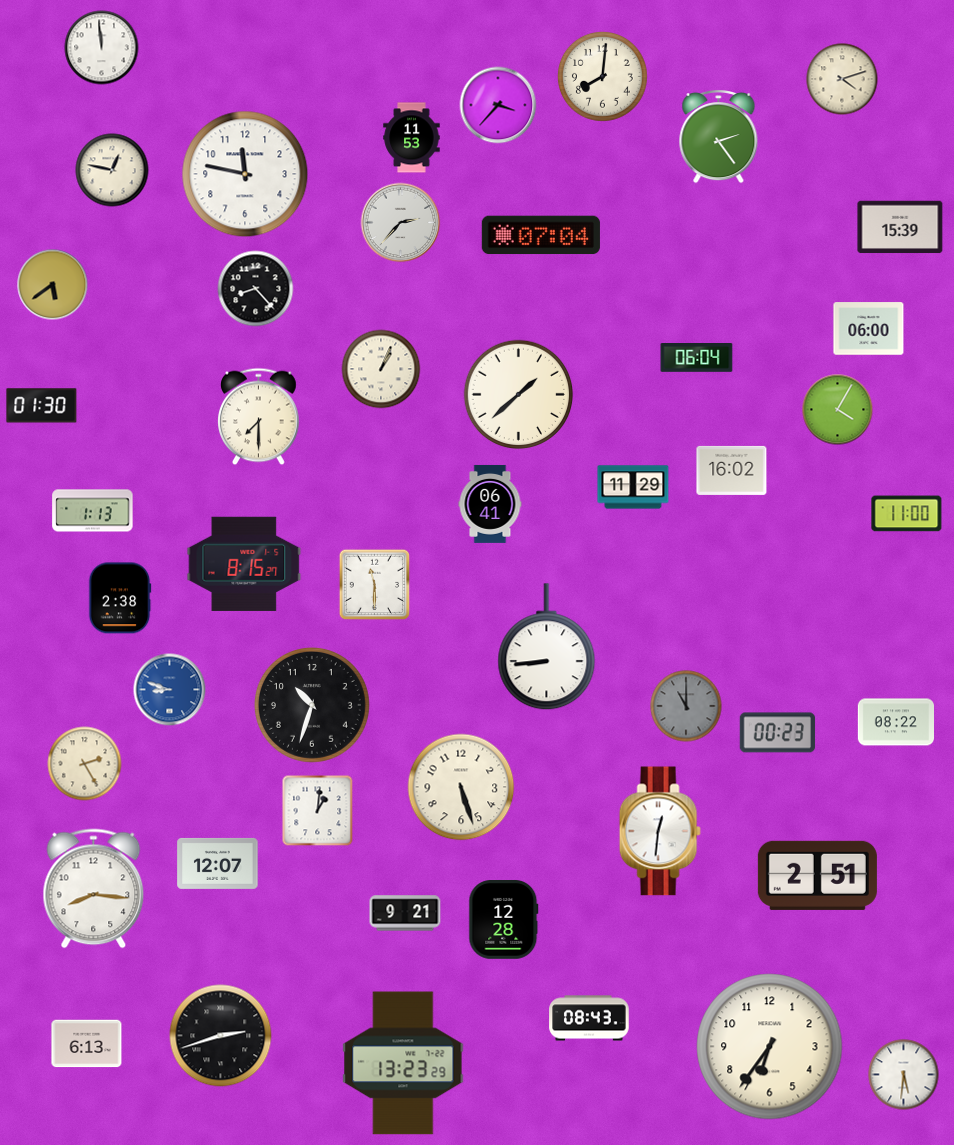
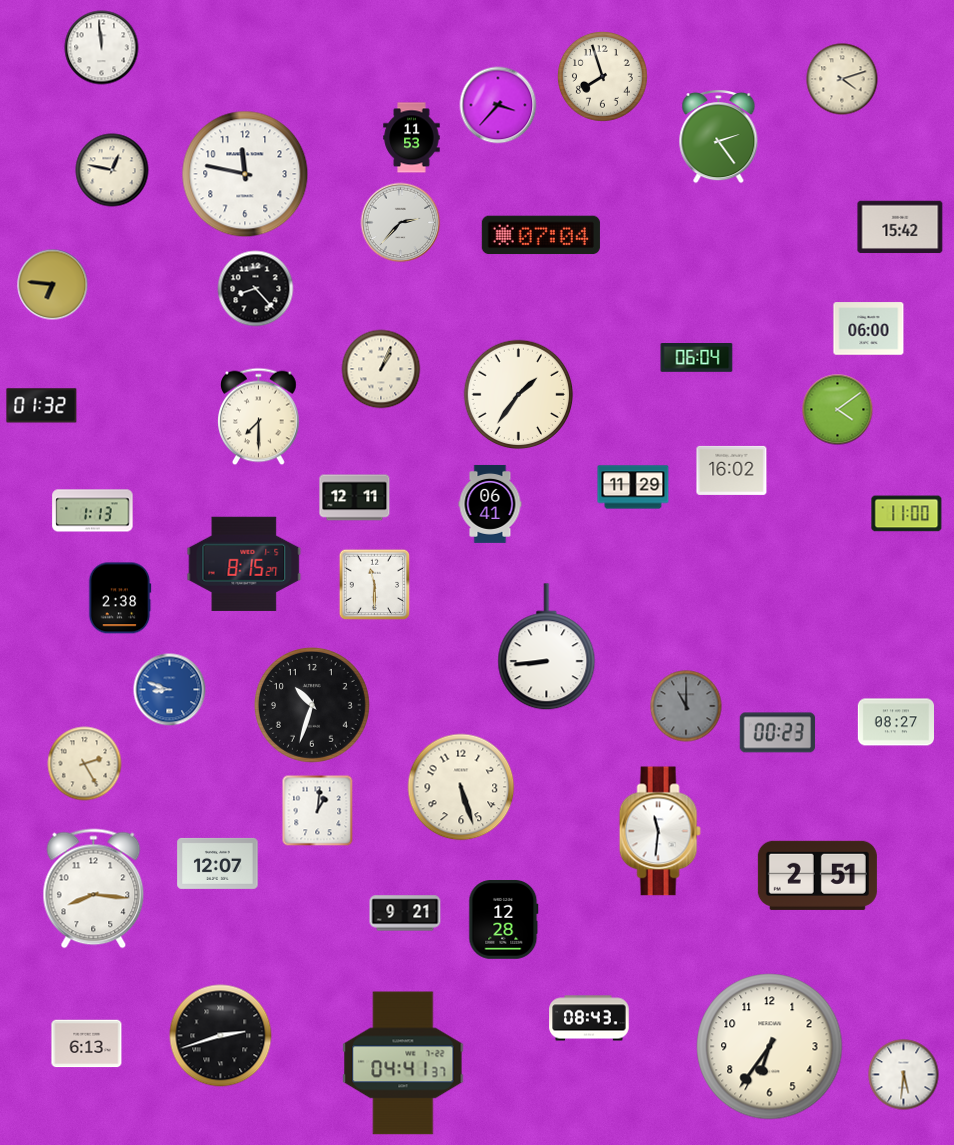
clock at (602, 76): 8:01 -> 7:57
clock at (900, 227): 15:39 -> 15:42
clock at (53, 285): 5:39 -> 6:46
clock at (519, 395): 1:38 -> 1:36
clock at (42, 406): 01:30 -> 01:32
clock at (838, 410): 4:05 -> 4:09
clock at (355, 498): none -> 12:11
clock at (895, 722): 08:22 -> 08:27
clock at (660, 831): 12:31 -> 11:31
clock at (403, 1063): 13:23 -> 04:41
